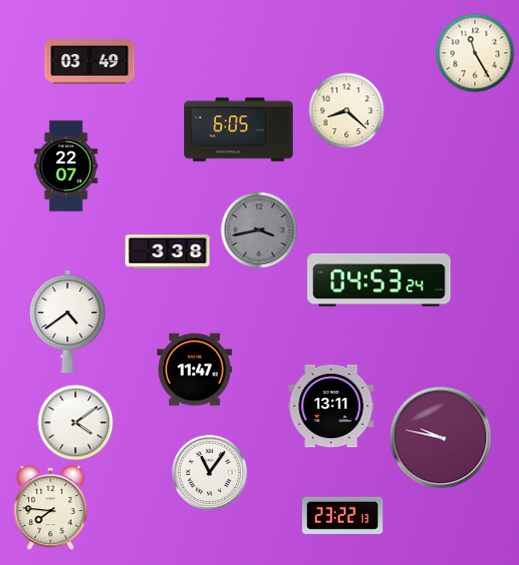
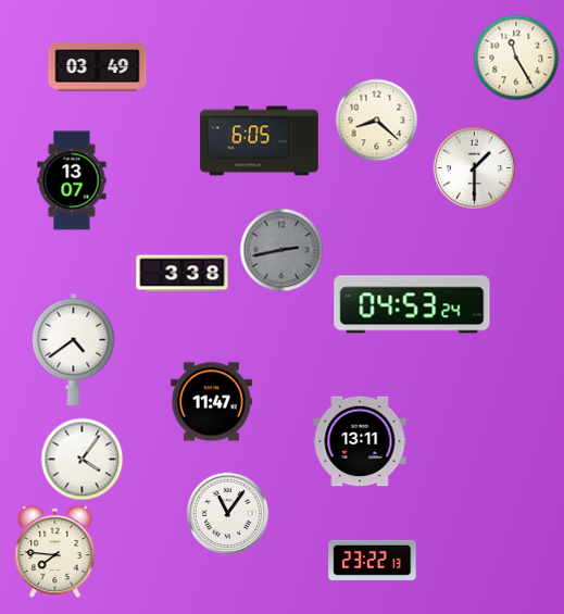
clock at (475, 168): none -> 1:30
clock at (66, 166): 22:07 -> 13:07
clock at (259, 230): 3:43 -> 2:43
clock at (76, 423): 4:09 -> 4:06
clock at (441, 438): 9:47 -> none
